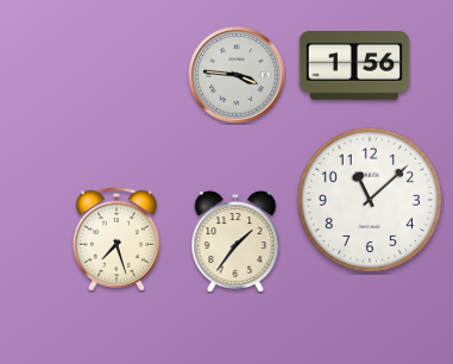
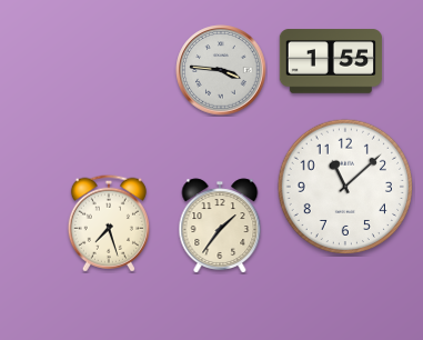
clock at (354, 65): 1:56 -> 1:55
